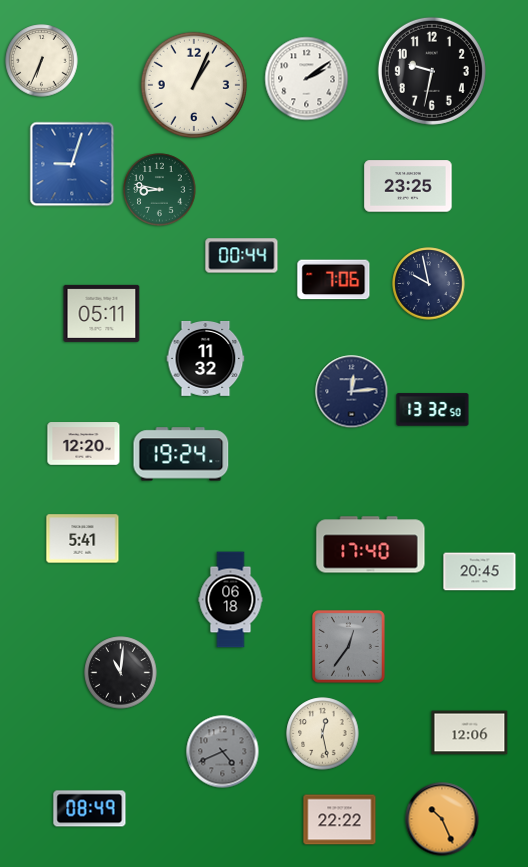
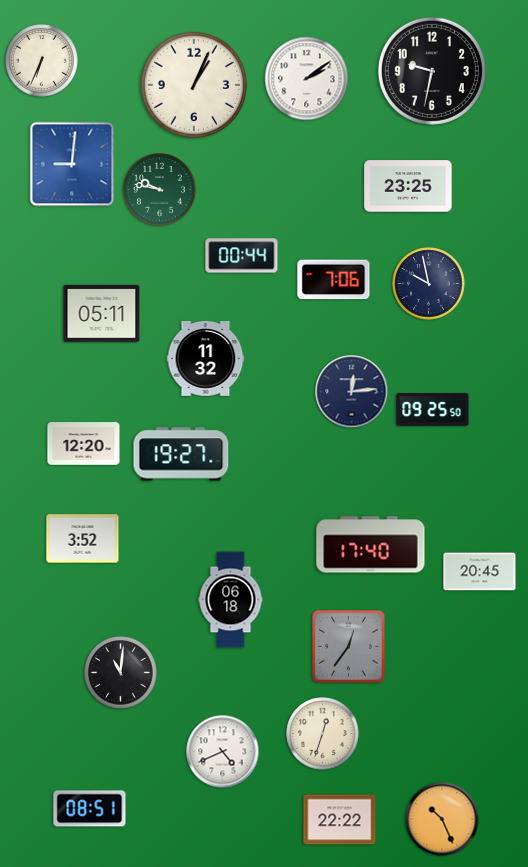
clock at (72, 164): 9:03 -> 9:01
clock at (160, 190): 8:47 -> 9:47
clock at (433, 410): 13:32 -> 09:25
clock at (181, 454): 19:24 -> 19:27
clock at (83, 539): 5:41 -> 3:52
clock at (470, 733): 12:06 -> none
clock at (323, 734): 12:28 -> 12:33
clock at (223, 752) dial: grey -> white
clock at (90, 809): 08:49 -> 08:51
